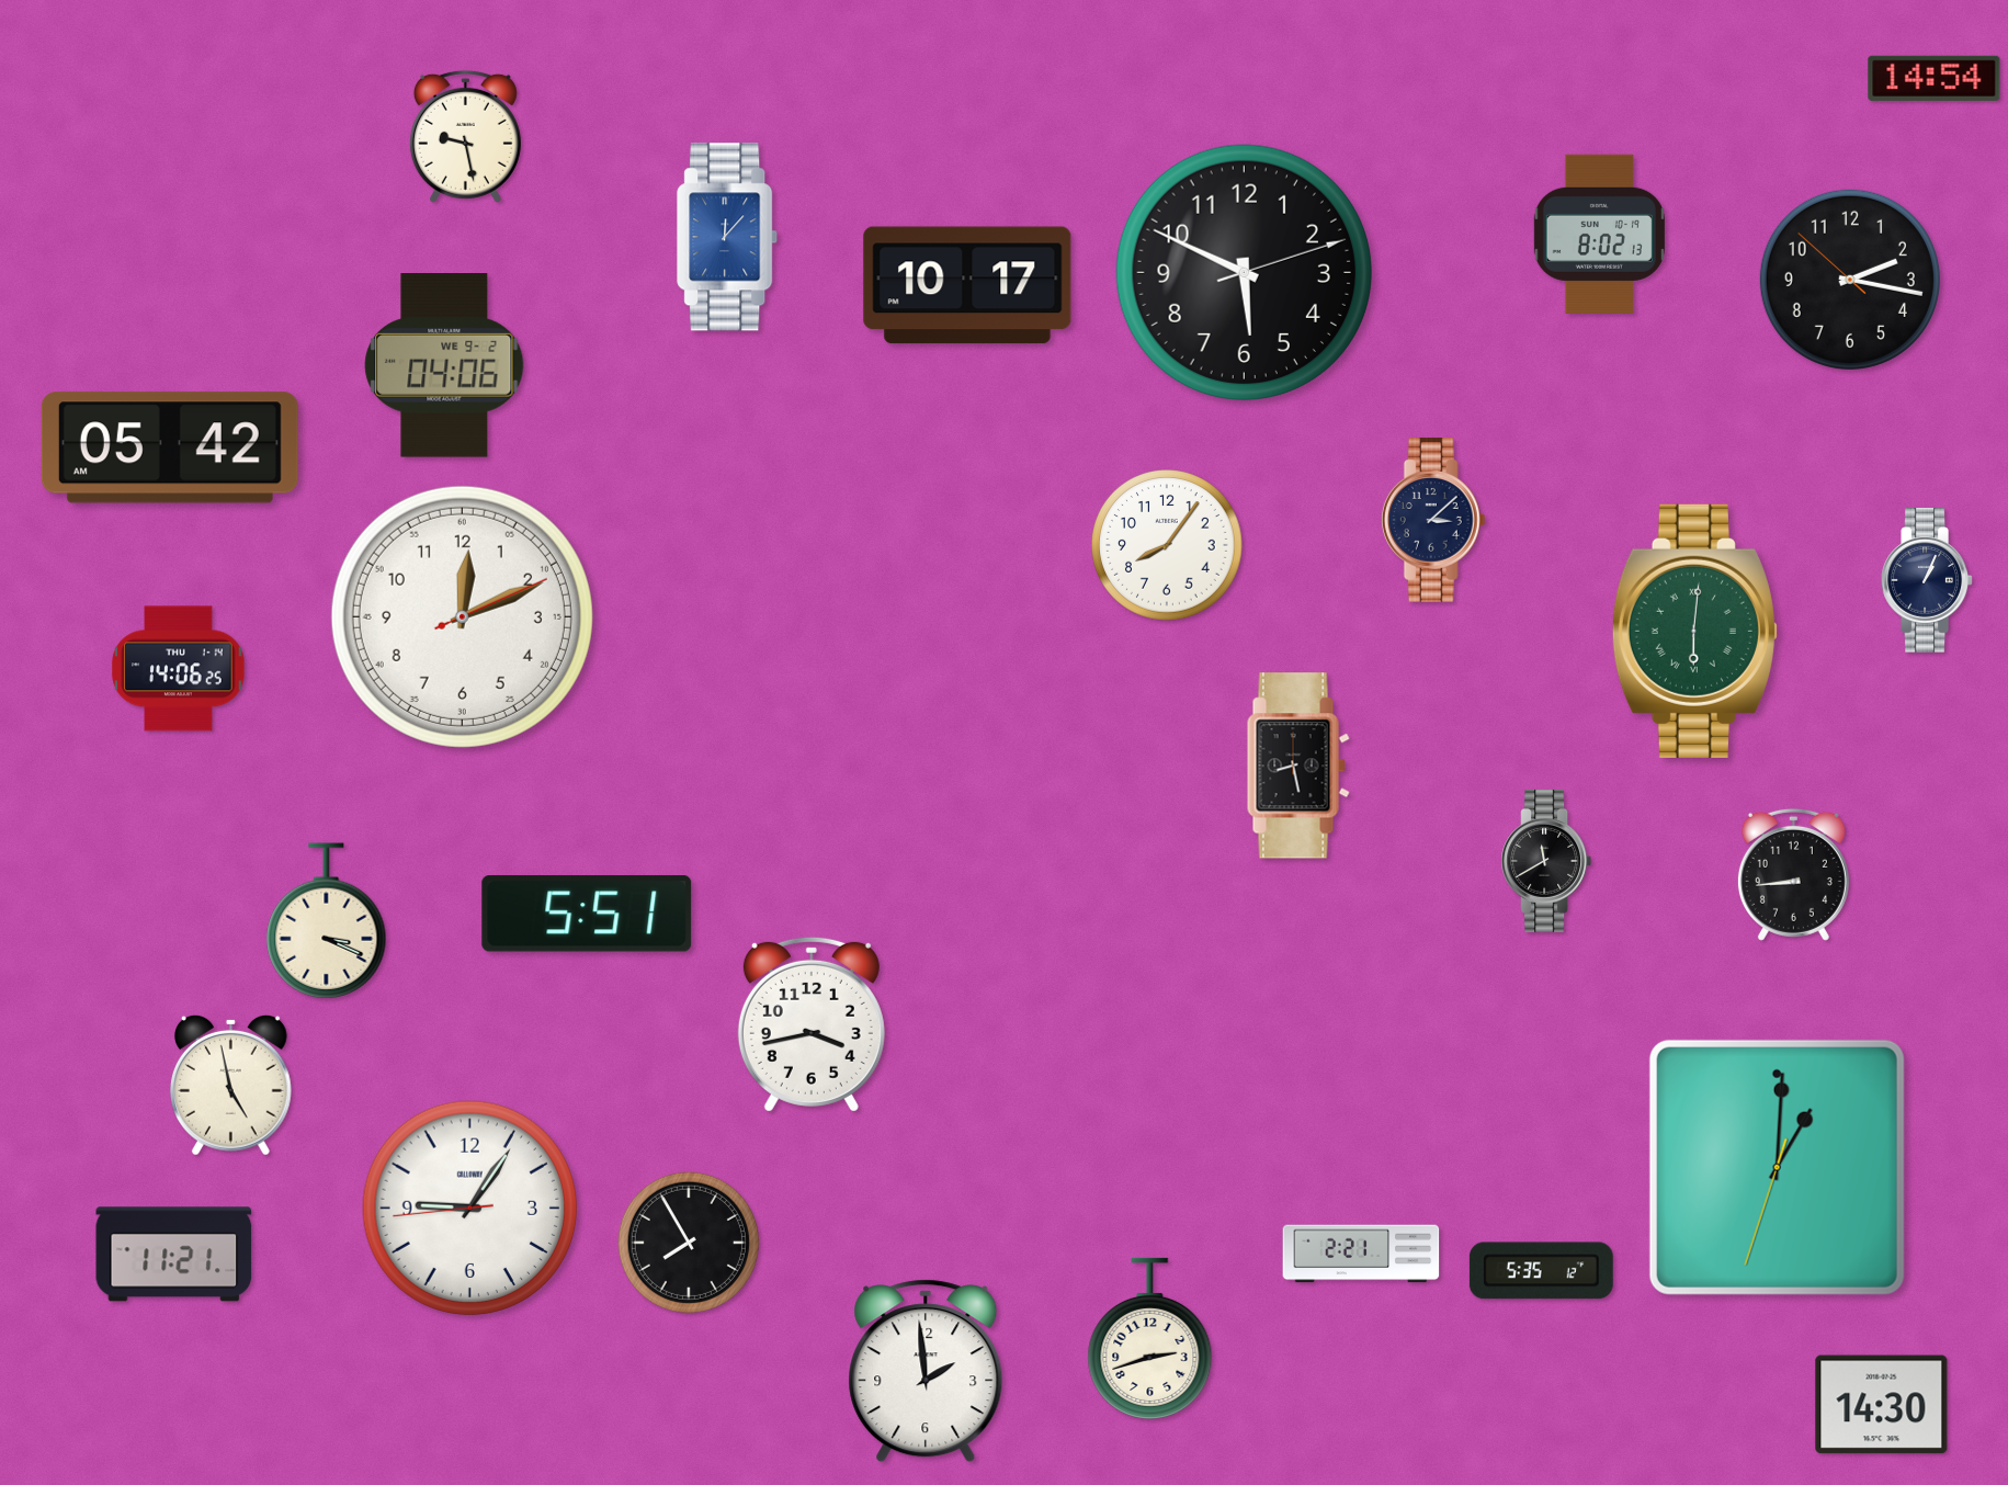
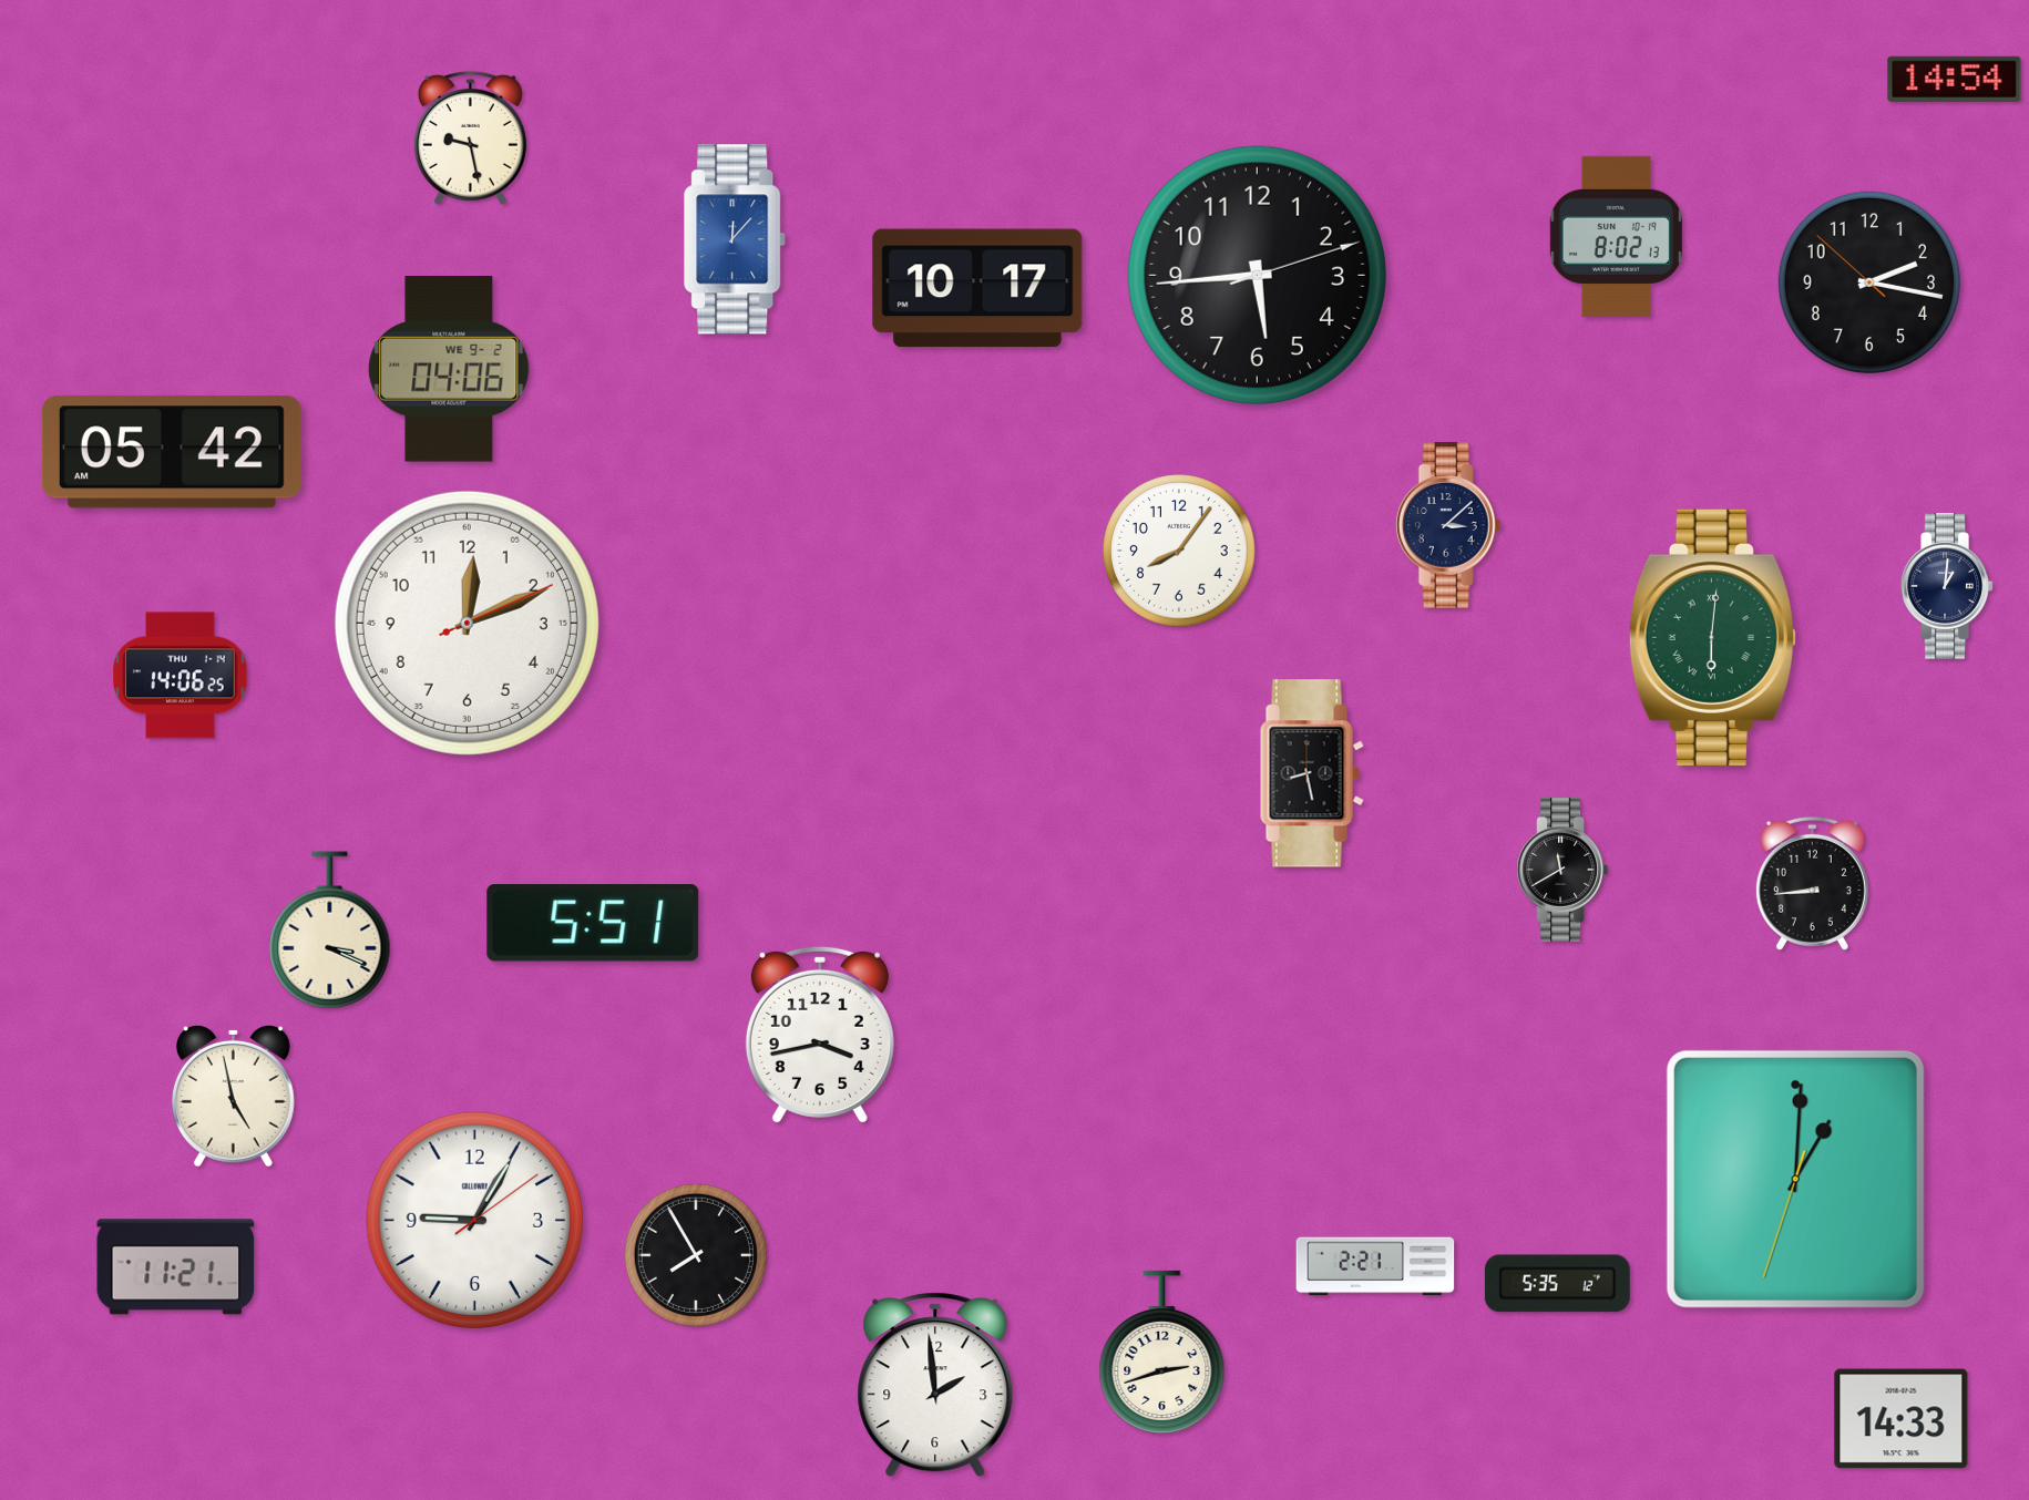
clock at (1244, 272): 5:49 -> 5:44
clock at (1927, 581): 1:04 -> 1:01
clock at (470, 1209): 9:05:44 -> 9:05:09
clock at (1882, 1405): 14:30 -> 14:33
